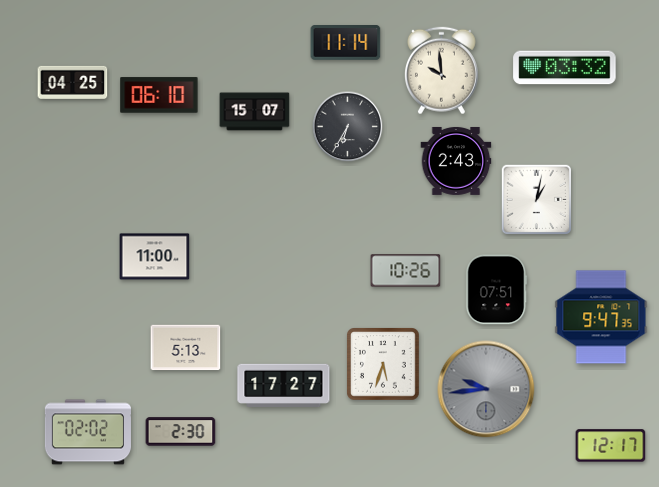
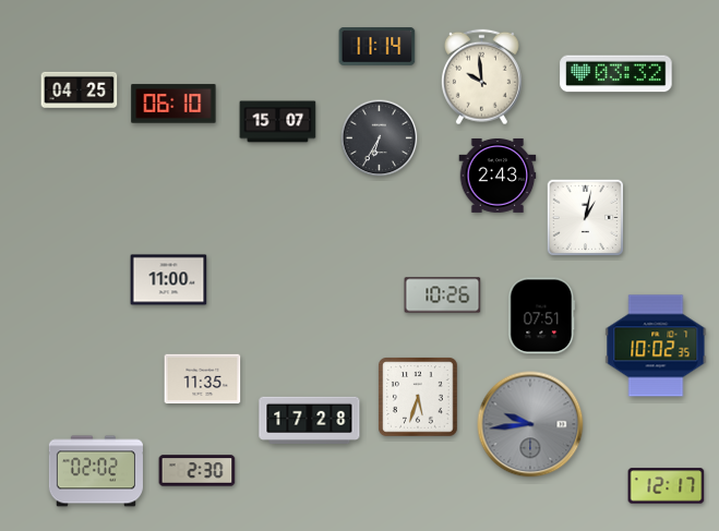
clock at (601, 317): 9:47 -> 10:02
clock at (186, 348): 5:13 -> 11:35
clock at (284, 385): 17:27 -> 17:28
